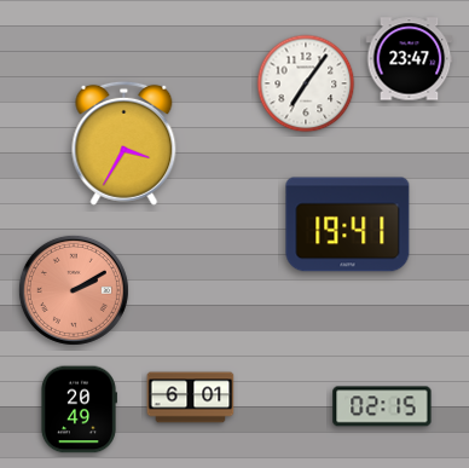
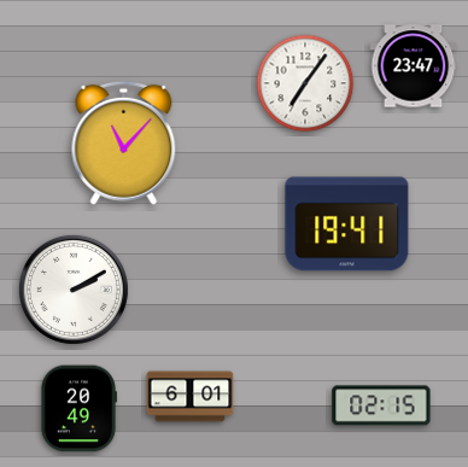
clock at (410, 59) position: (410, 59) -> (414, 66)
clock at (125, 143): 3:35 -> 11:07
clock at (74, 290) dial: salmon -> white
